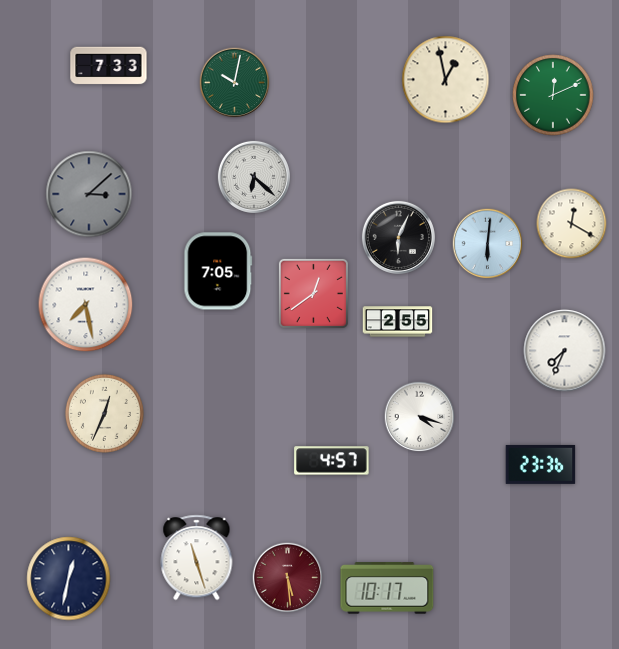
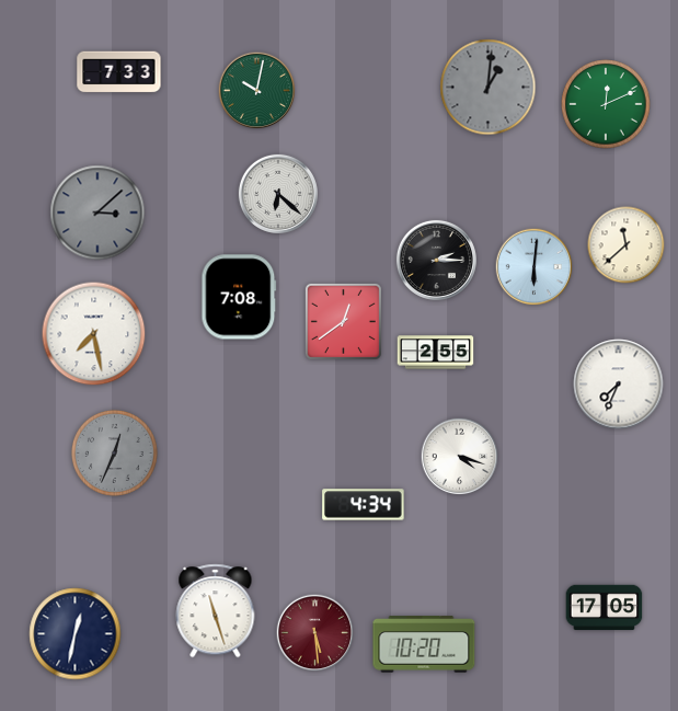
clock at (446, 80): 12:58 -> 1:01
clock at (446, 80) dial: cream -> grey
clock at (572, 224): 12:20 -> 11:38
clock at (398, 237): 6:04 -> 2:15
clock at (218, 271): 7:05 -> 7:08
clock at (104, 413) dial: cream -> grey
clock at (332, 461): 4:57 -> 4:34
clock at (541, 464): 23:36 -> none
clock at (605, 608): none -> 17:05
clock at (387, 588): 10:17 -> 10:20
